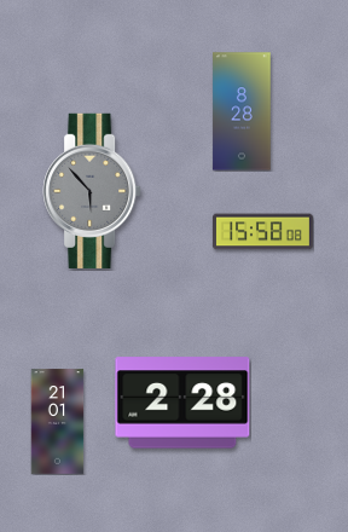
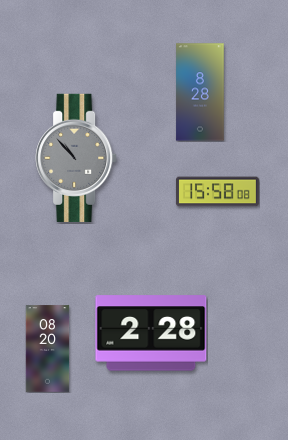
clock at (92, 191): 5:53 -> 10:53
clock at (58, 422): 21:01 -> 08:20
